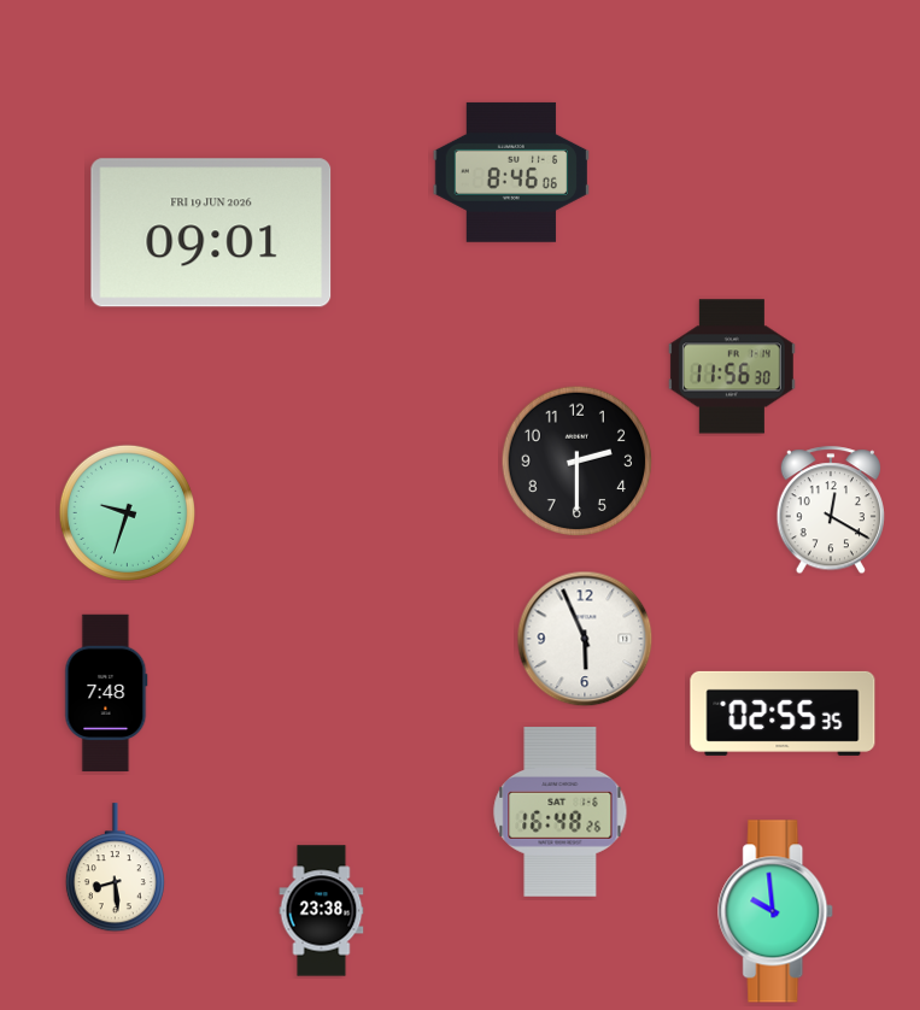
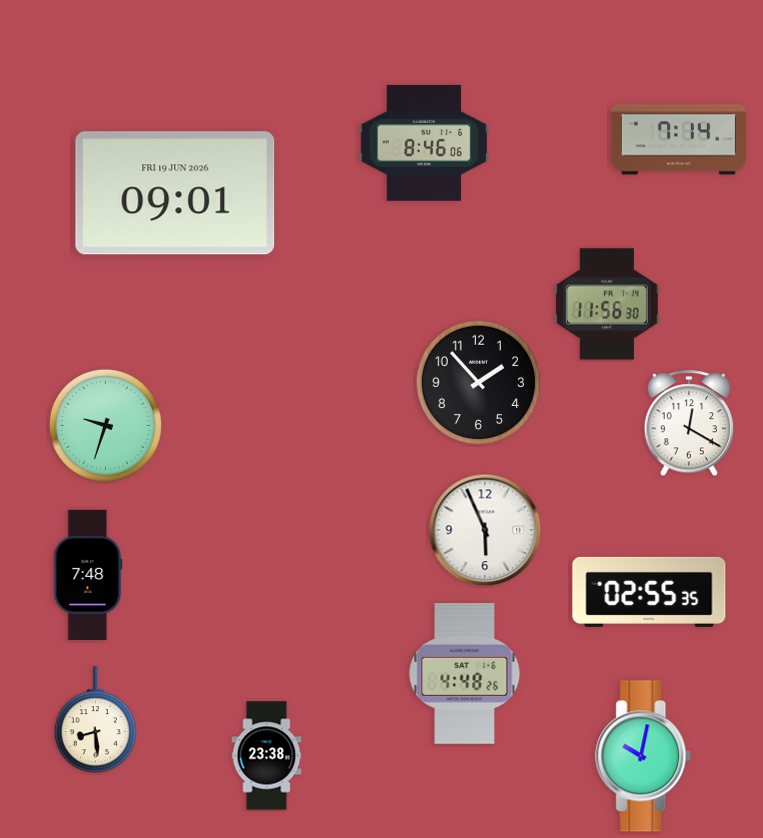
clock at (678, 140): none -> 7:14
clock at (576, 460): 2:30 -> 1:53
clock at (561, 812): 16:48 -> 4:48
clock at (777, 911): 9:59 -> 10:02
